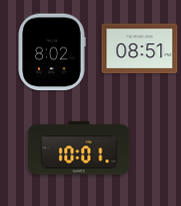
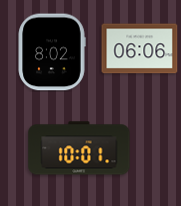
clock at (140, 49): 08:51 -> 06:06
